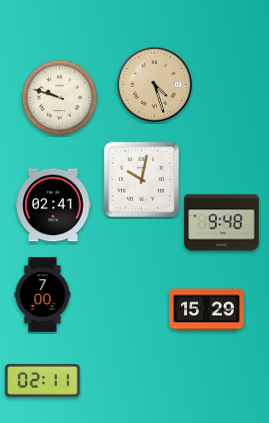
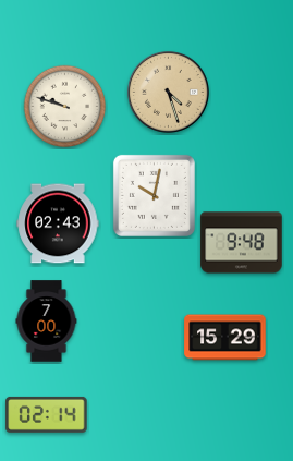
clock at (53, 205): 02:41 -> 02:43
clock at (43, 380): 02:11 -> 02:14
